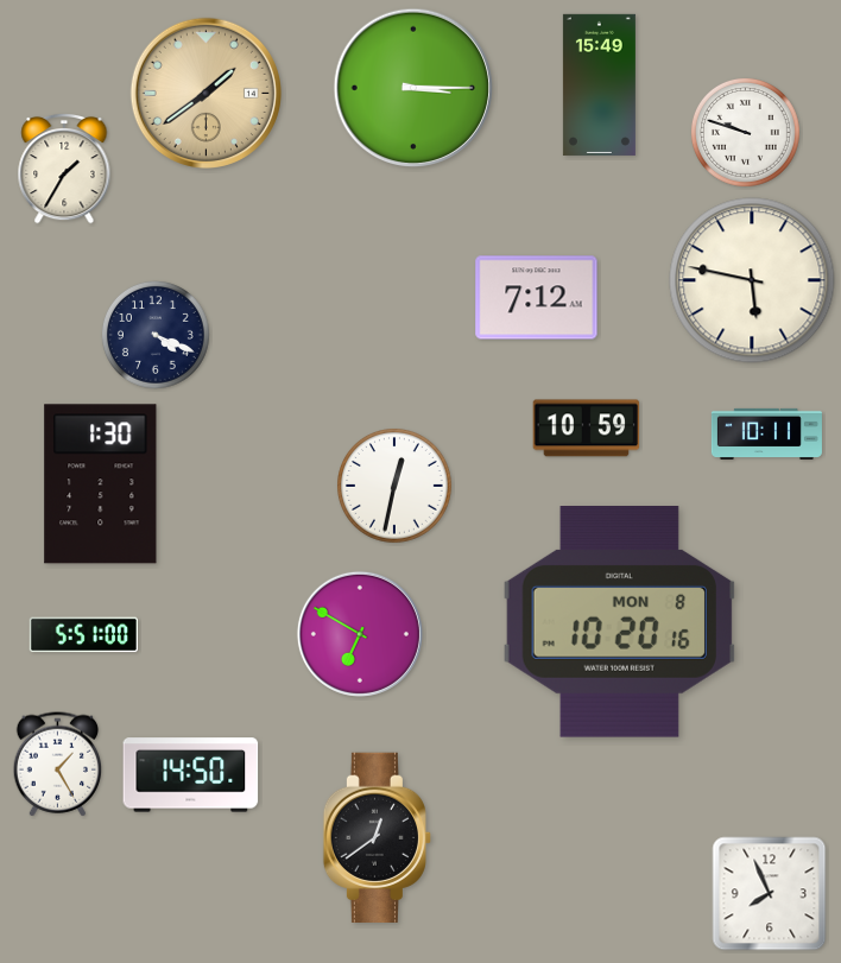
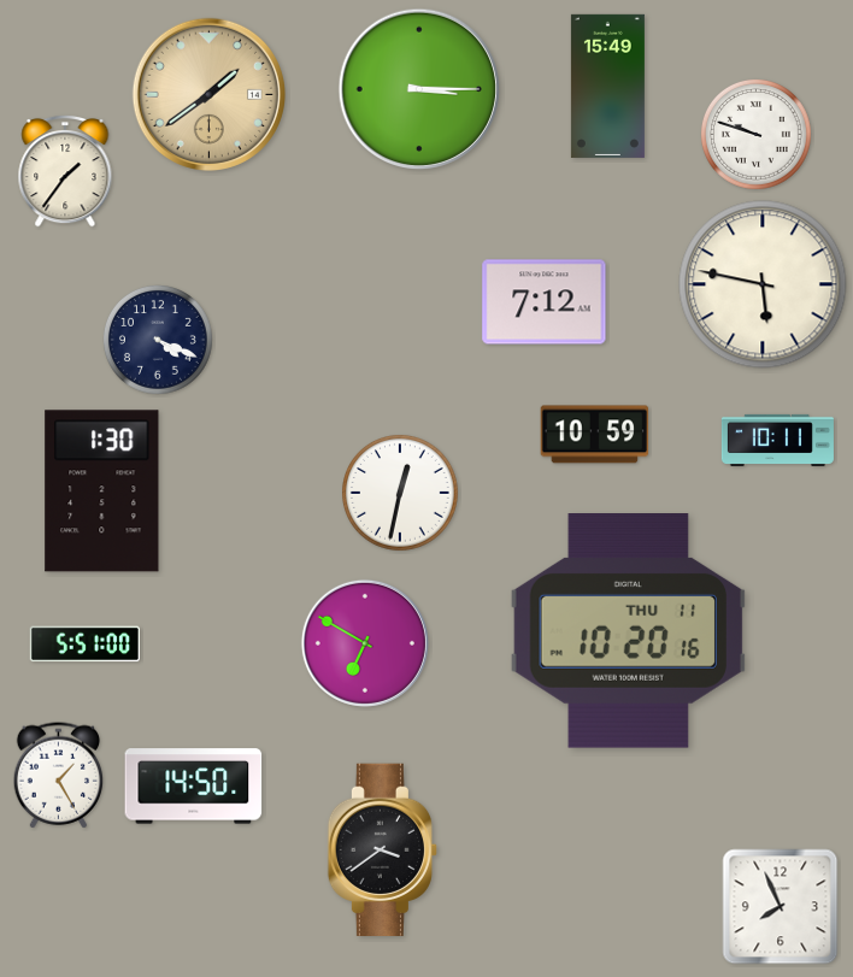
clock at (64, 169): 1:35 -> 1:36
clock at (619, 622) date: MON 8 -> THU 11
clock at (377, 837): 12:39 -> 3:39
